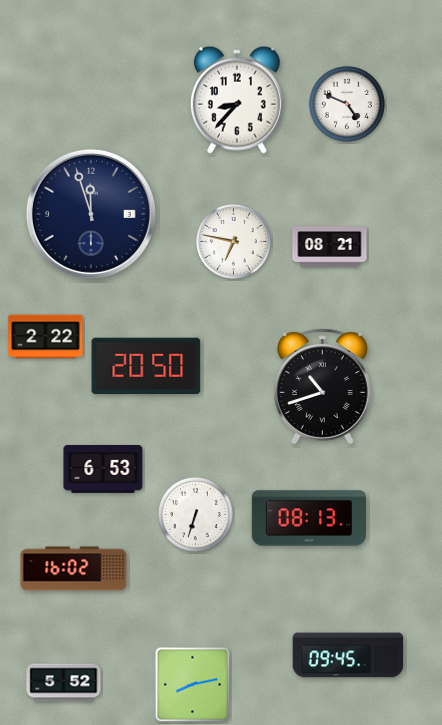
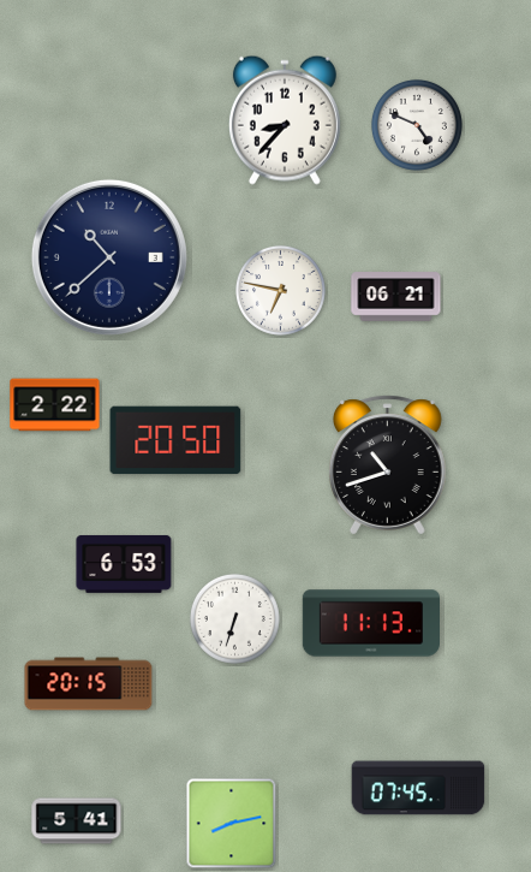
clock at (91, 214): 11:57 -> 10:38
clock at (330, 247): 08:21 -> 06:21
clock at (308, 518): 08:13 -> 11:13
clock at (74, 569): 16:02 -> 20:15
clock at (348, 655): 09:45 -> 07:45
clock at (64, 683): 5:52 -> 5:41
